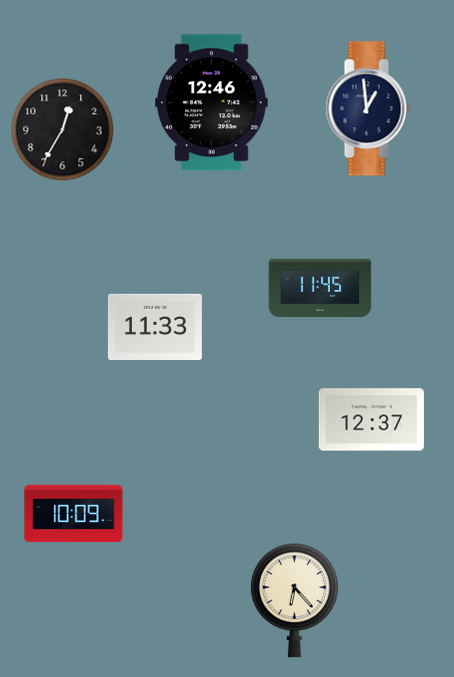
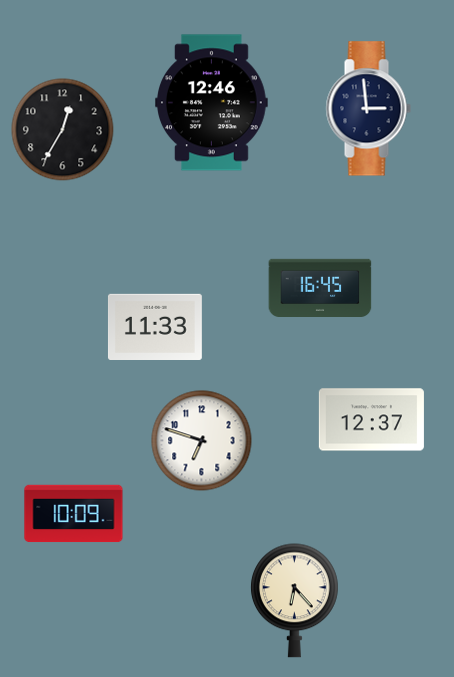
clock at (368, 109): 12:59 -> 2:59
clock at (320, 287): 11:45 -> 16:45
clock at (202, 441): none -> 6:48
